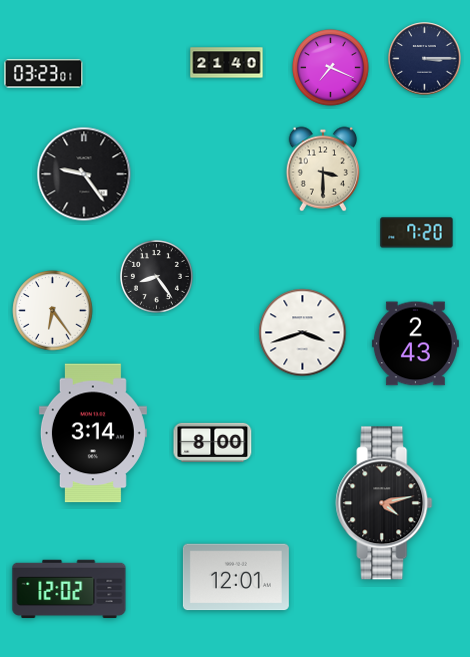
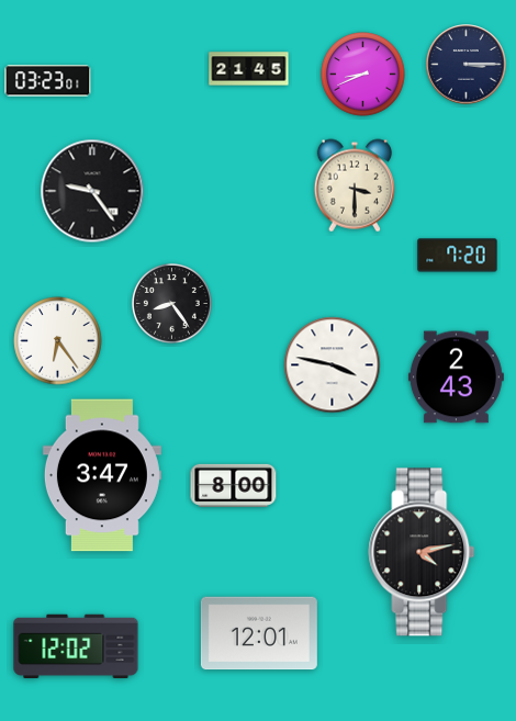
clock at (227, 63): 21:40 -> 21:45
clock at (331, 68): 7:19 -> 8:41
clock at (303, 333): 3:42 -> 3:47
clock at (93, 433): 3:14 -> 3:47
